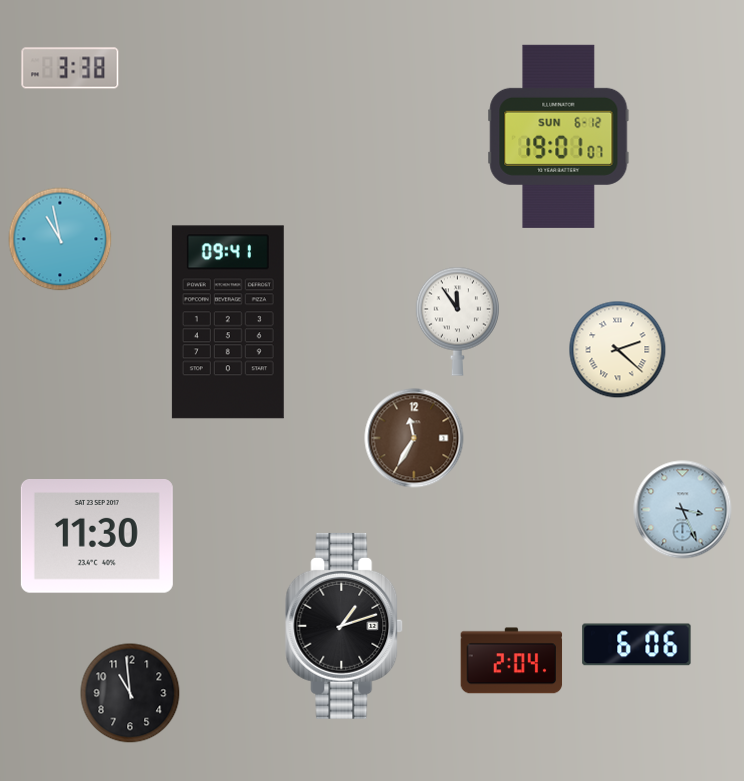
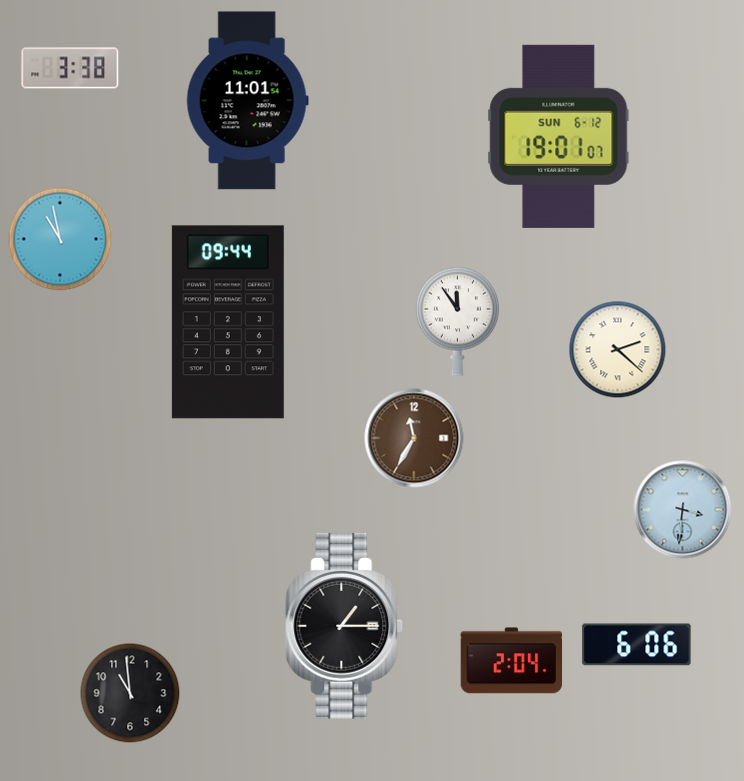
clock at (247, 101): none -> 11:01
clock at (228, 322): 09:41 -> 09:44
clock at (683, 510): 3:26 -> 3:31
clock at (97, 537): 11:30 -> none
clock at (345, 626): 1:12 -> 1:15
